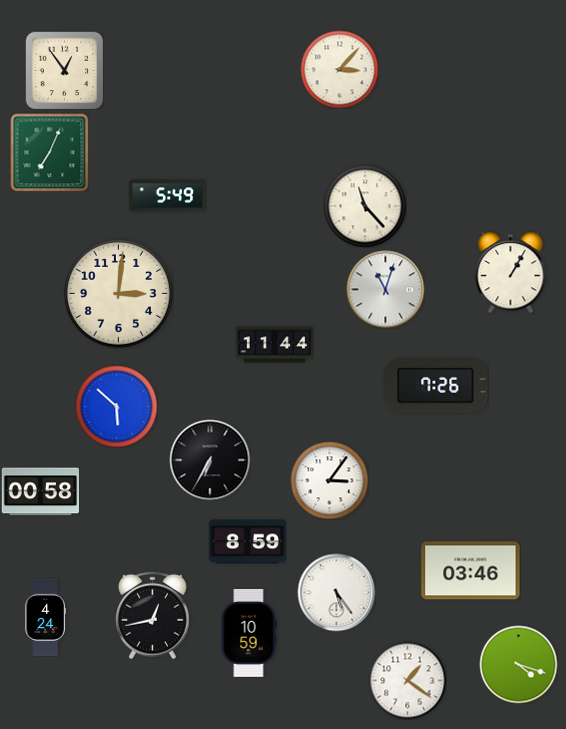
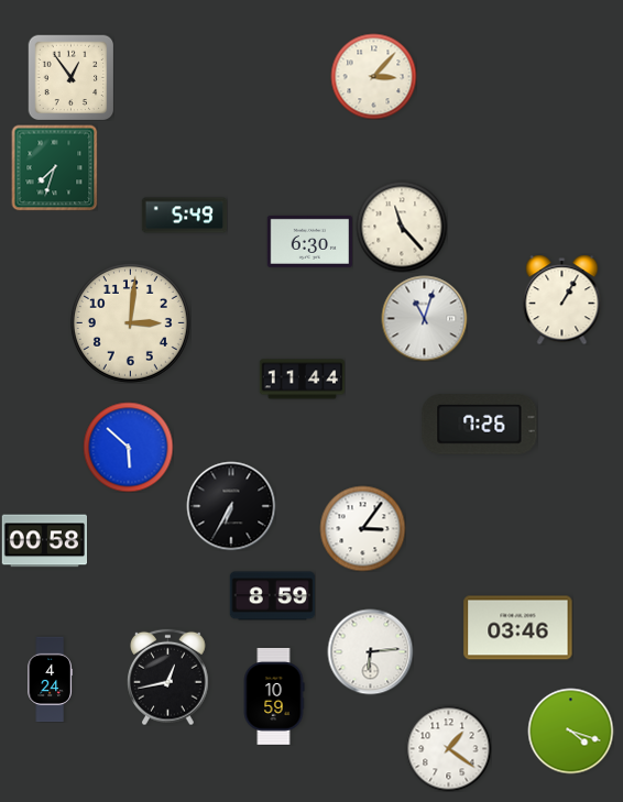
clock at (49, 152): 7:04 -> 7:33
clock at (309, 241): none -> 6:30
clock at (336, 592): 5:24 -> 6:14
